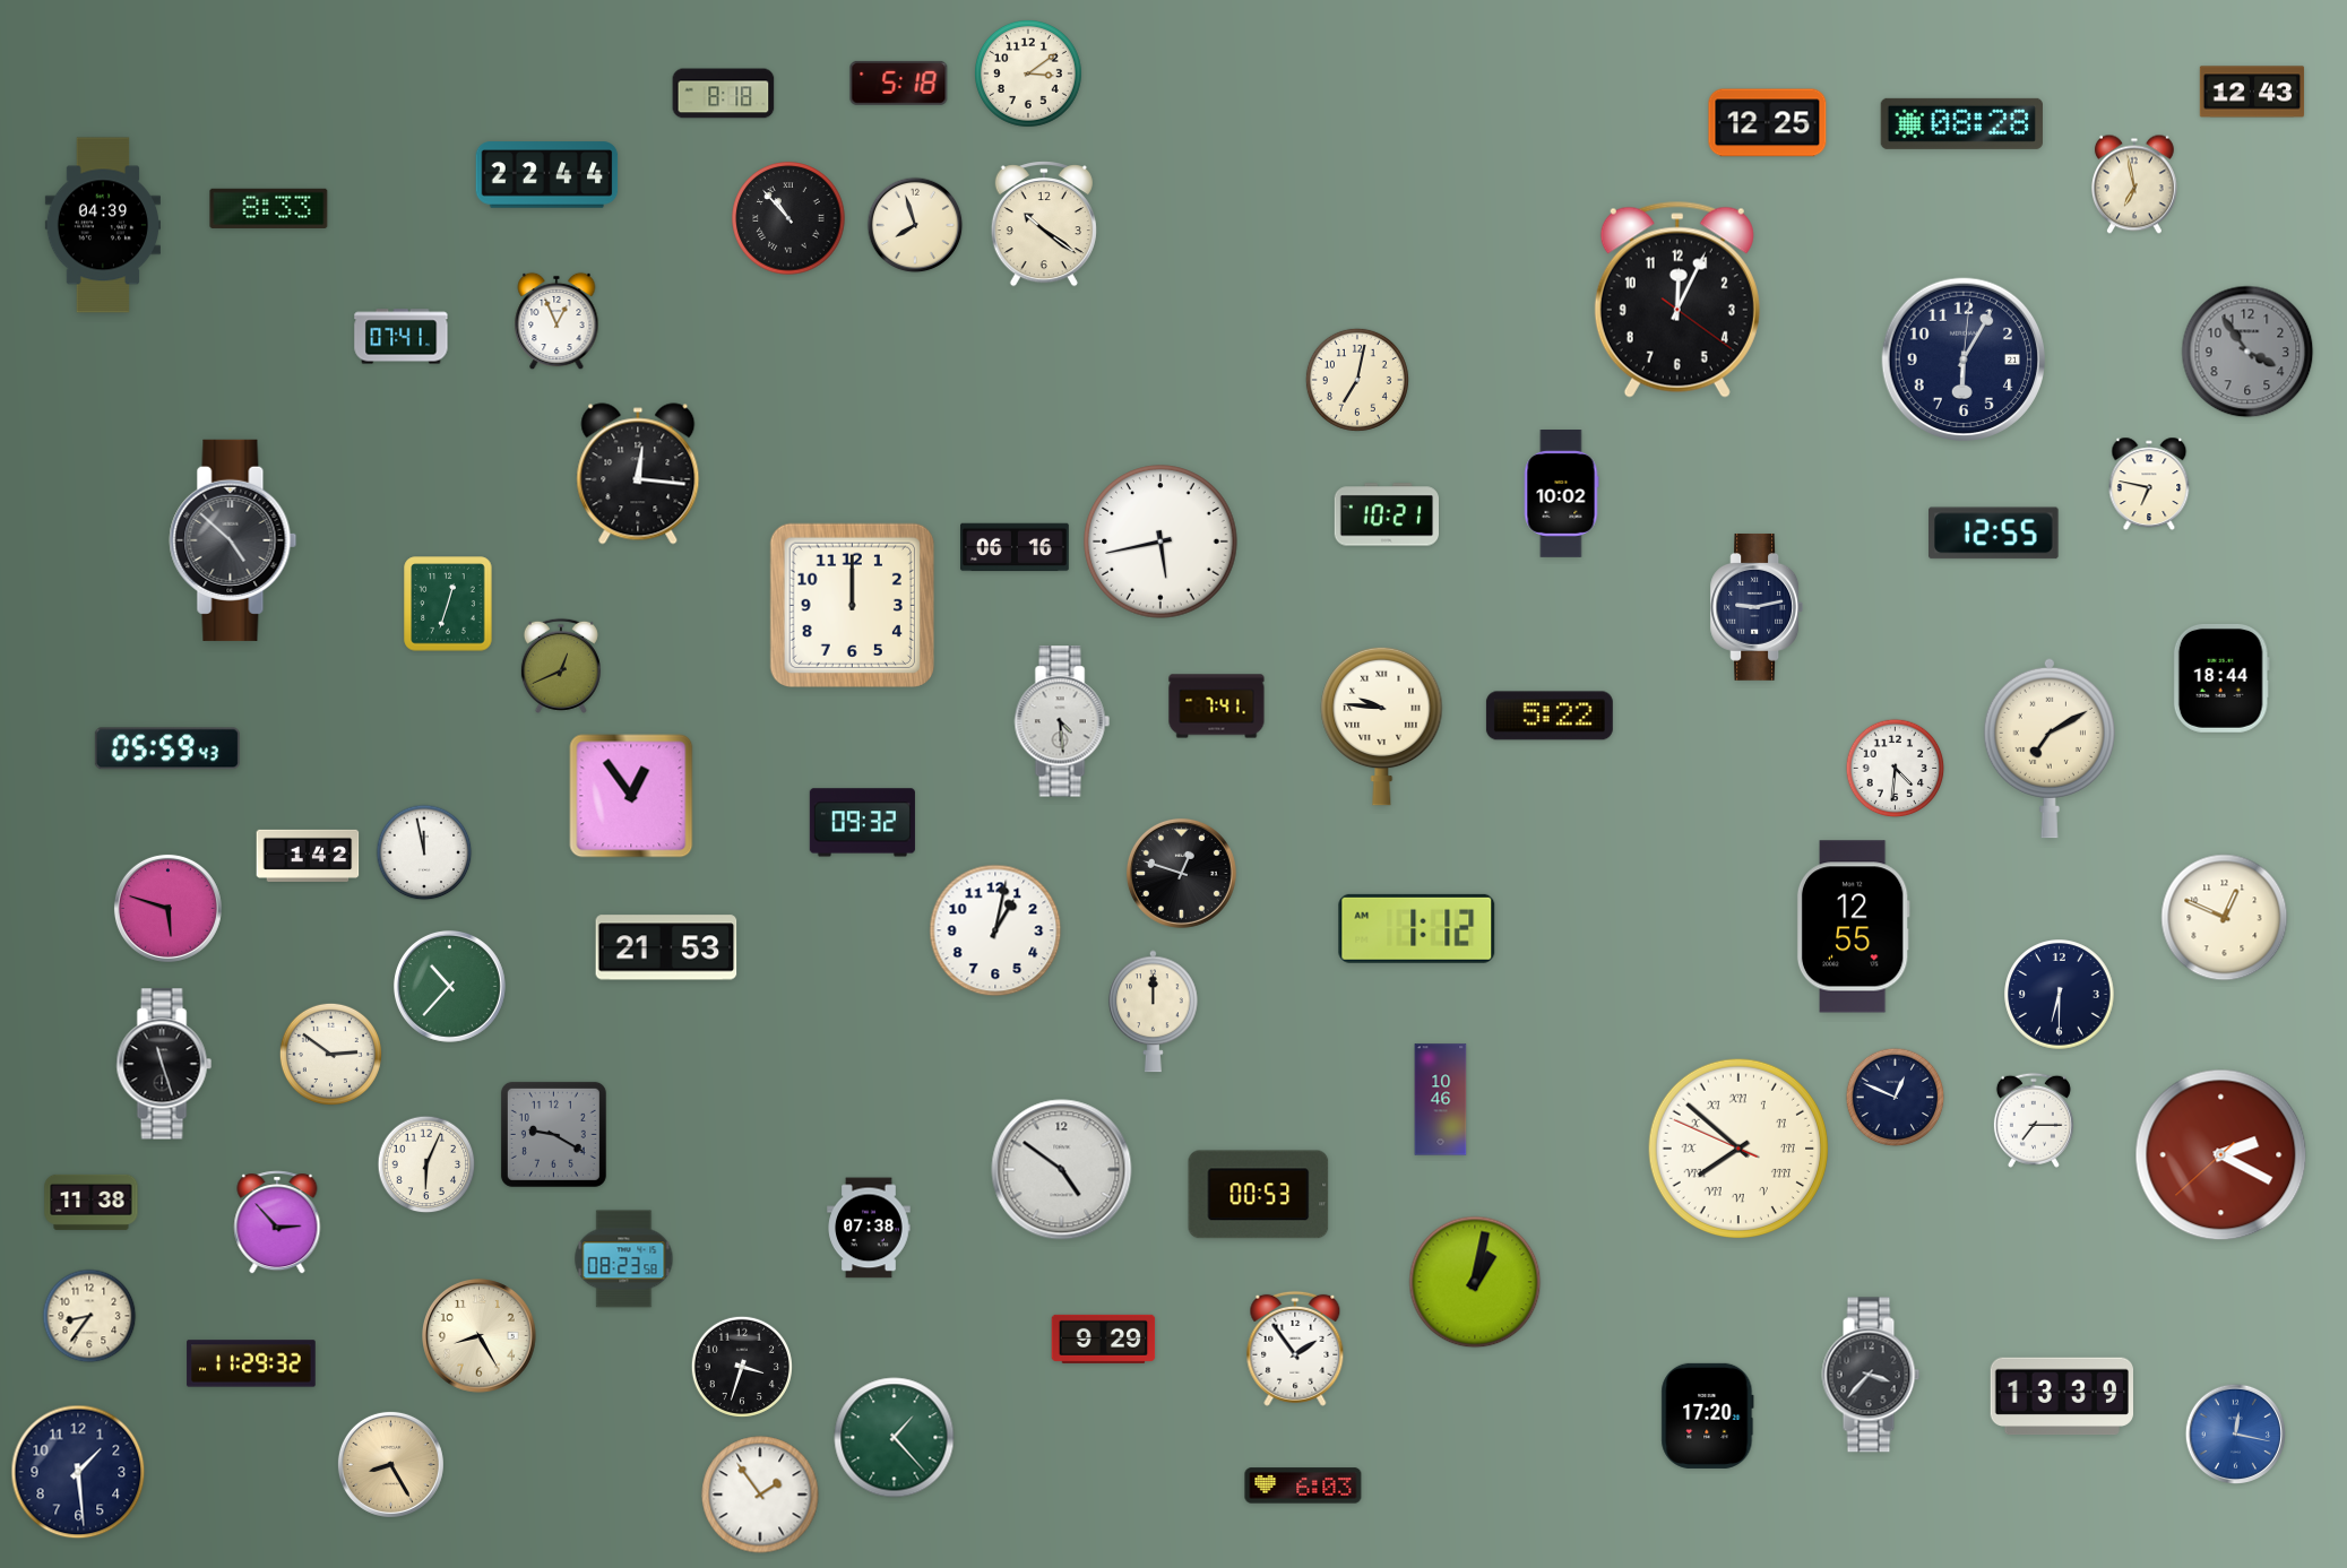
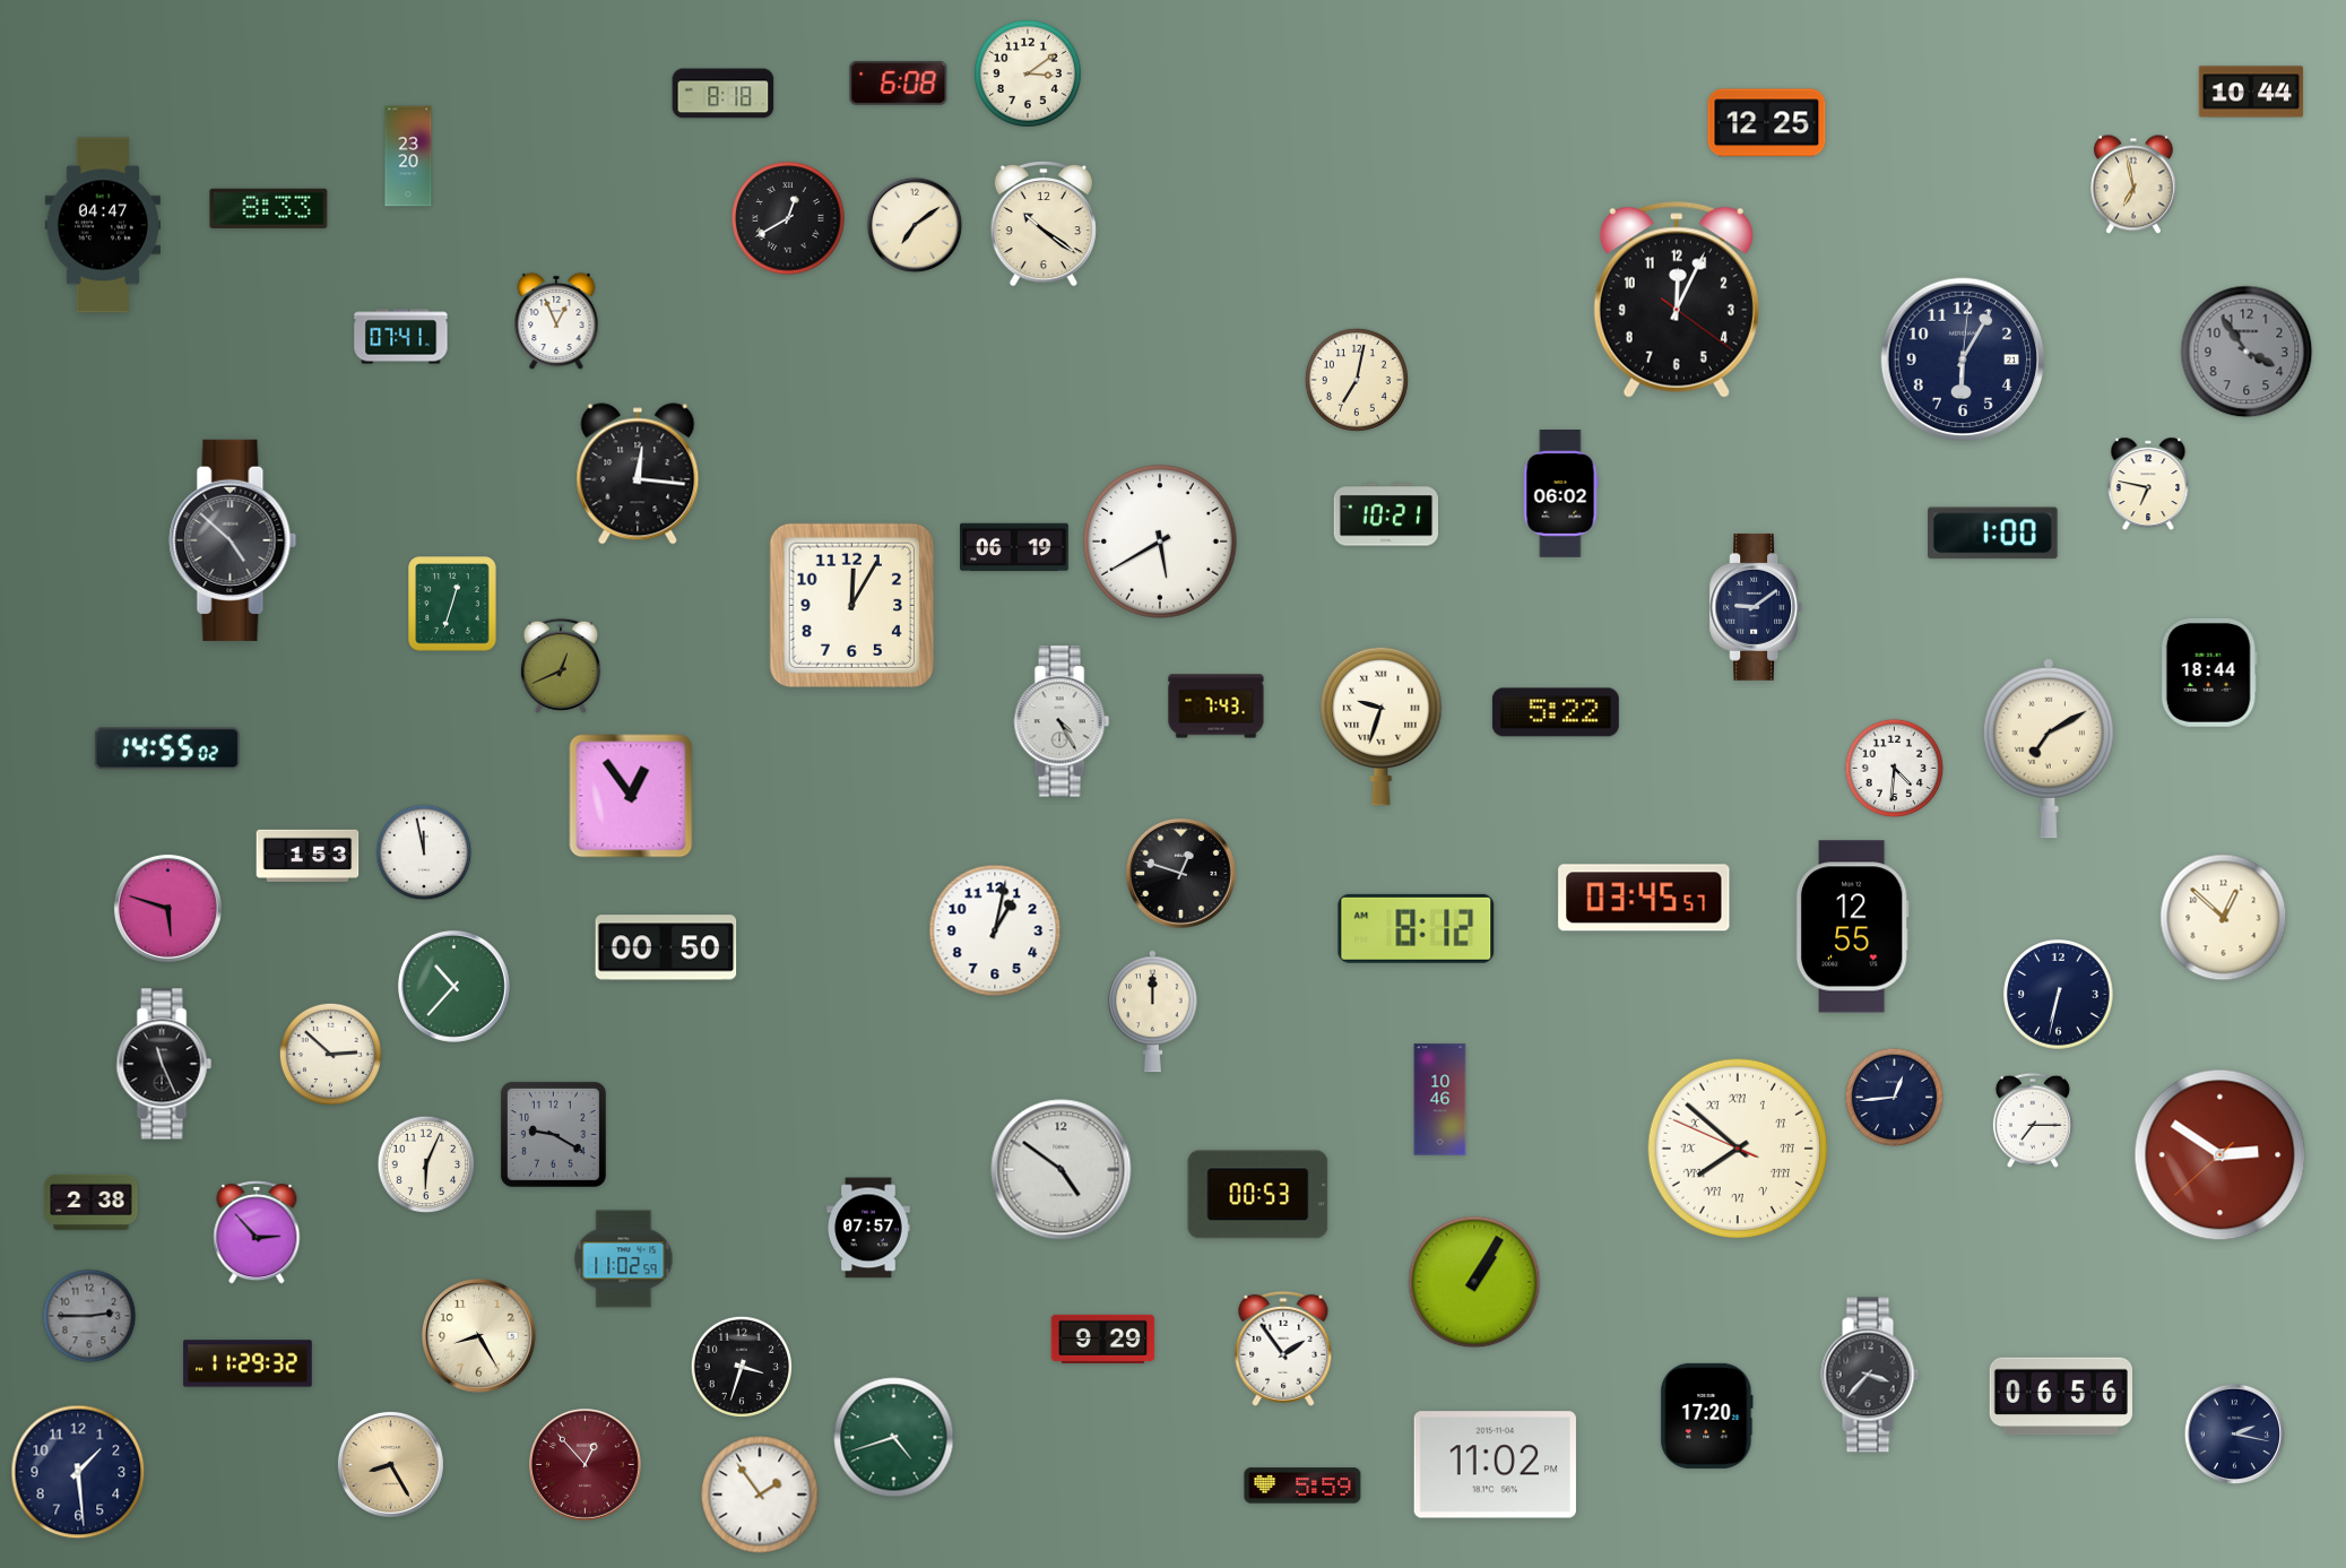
clock at (899, 83): 5:18 -> 6:08
clock at (2252, 92): 12:43 -> 10:44
clock at (1961, 123): 08:28 -> none
clock at (408, 156): none -> 23:20
clock at (547, 175): 22:44 -> none
clock at (788, 218): 10:53 -> 12:40
clock at (102, 225): 04:39 -> 04:47
clock at (915, 225): 7:57 -> 7:09
clock at (1561, 494): 10:02 -> 06:02
clock at (1994, 534): 12:55 -> 1:00
clock at (1160, 542): 5:43 -> 5:40
clock at (1016, 547): 06:16 -> 06:19
clock at (448, 604) position: (448, 604) -> (452, 604)
clock at (852, 605): 12:00 -> 12:05
clock at (1757, 607): 9:13 -> 9:09
clock at (2221, 678) position: (2221, 678) -> (2209, 673)
clock at (1217, 707): 7:41 -> 7:43
clock at (1550, 716) position: (1550, 716) -> (1556, 712)
clock at (1062, 721): 4:29 -> 4:25
clock at (1382, 726): 9:46 -> 9:33
clock at (167, 748): 05:59 -> 14:55
clock at (862, 823): 09:32 -> none
clock at (308, 856): 1:42 -> 1:53
clock at (1644, 898): none -> 03:45
clock at (2225, 918): 12:49 -> 12:52
clock at (1417, 928): 1:12 -> 8:12
clock at (666, 947): 21:53 -> 00:50
clock at (449, 986) position: (449, 986) -> (453, 986)
clock at (2060, 995): 6:30 -> 6:32
clock at (330, 1054): 2:51 -> 2:52
clock at (164, 1064): 11:27 -> 11:26
clock at (1896, 1098): 12:49 -> 12:44
clock at (2221, 1155): 2:19 -> 2:50
clock at (92, 1202): 11:38 -> 2:38
clock at (277, 1222) position: (277, 1222) -> (257, 1232)
clock at (869, 1228): 07:38 -> 07:57
clock at (624, 1259): 08:23 -> 11:02
clock at (1475, 1282): 1:02 -> 1:05
clock at (89, 1316): 8:36 -> 2:45
clock at (89, 1316) dial: cream -> grey
clock at (1295, 1349) position: (1295, 1349) -> (1283, 1349)
clock at (251, 1363) position: (251, 1363) -> (248, 1363)
clock at (2061, 1396): 13:39 -> 06:56
clock at (2235, 1433): 12:17 -> 2:17
clock at (2235, 1433) dial: blue -> navy
clock at (895, 1438): 1:23 -> 4:42
clock at (585, 1464): none -> 12:53
clock at (1495, 1465): none -> 11:02
clock at (1303, 1485): 6:03 -> 5:59
